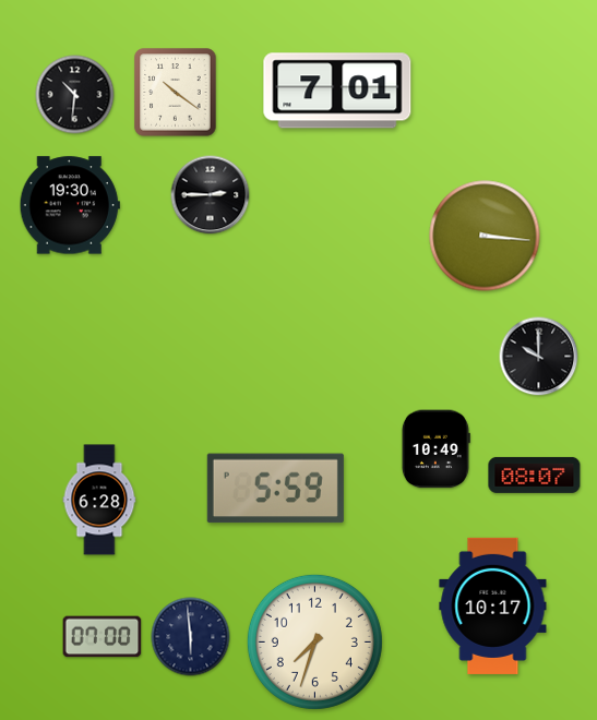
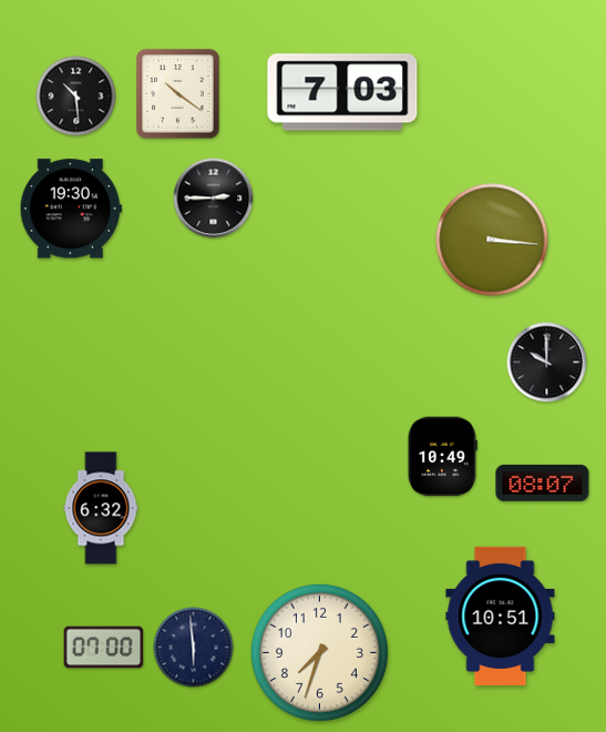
clock at (337, 91): 7:01 -> 7:03
clock at (75, 95): 10:31 -> 10:29
clock at (275, 489): 5:59 -> none
clock at (99, 500): 6:28 -> 6:32
clock at (493, 605): 10:17 -> 10:51
